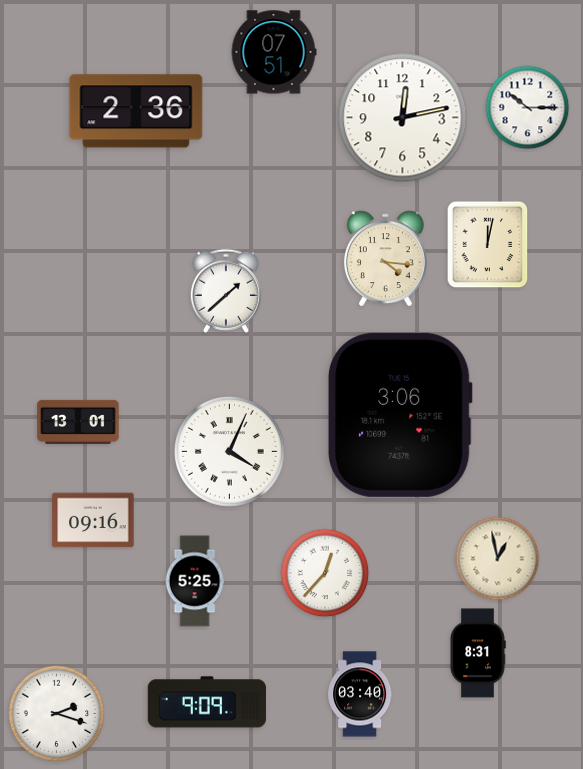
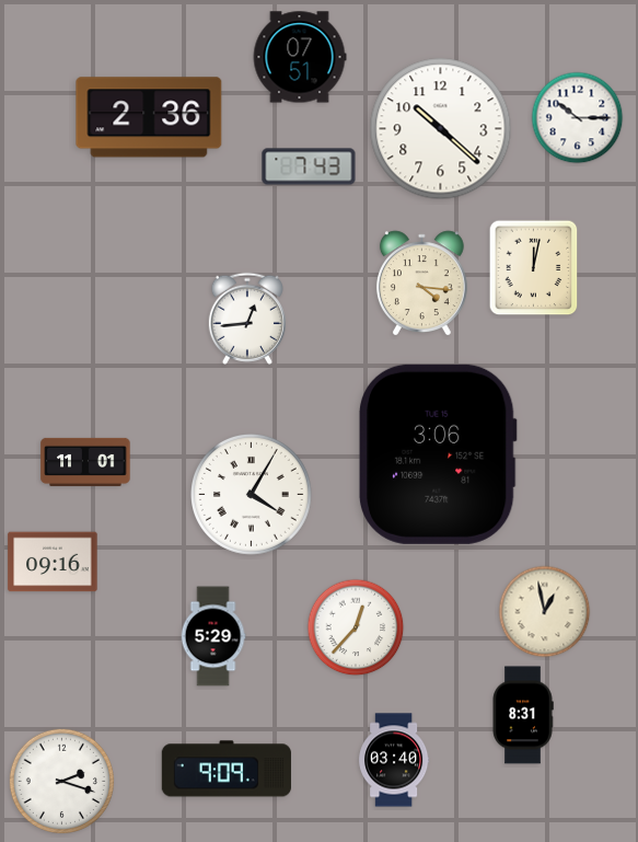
clock at (136, 111) position: (136, 111) -> (149, 117)
clock at (403, 118): 12:13 -> 10:22
clock at (309, 166): none -> 7:43
clock at (226, 291): 1:38 -> 12:44
clock at (78, 422): 13:01 -> 11:01
clock at (230, 452): 4:04 -> 4:05
clock at (93, 520) position: (93, 520) -> (53, 562)
clock at (195, 581): 5:25 -> 5:29
